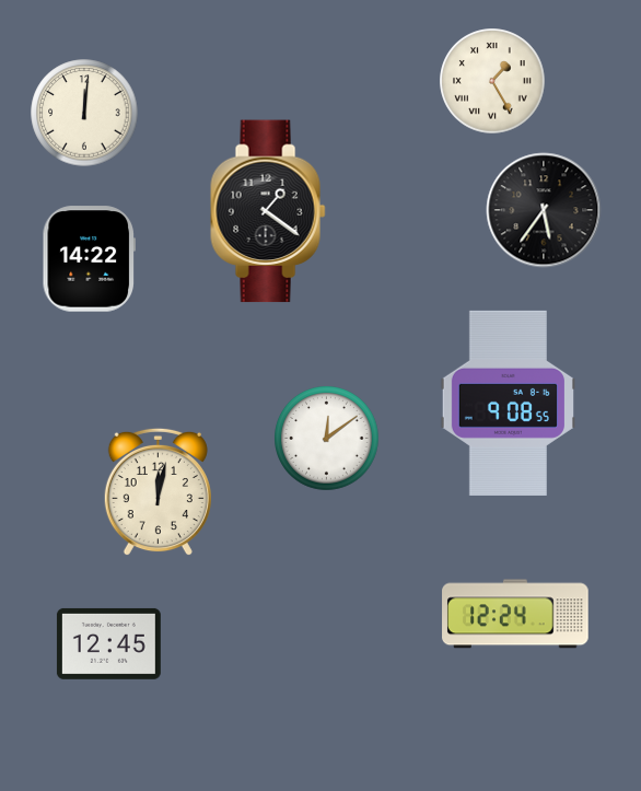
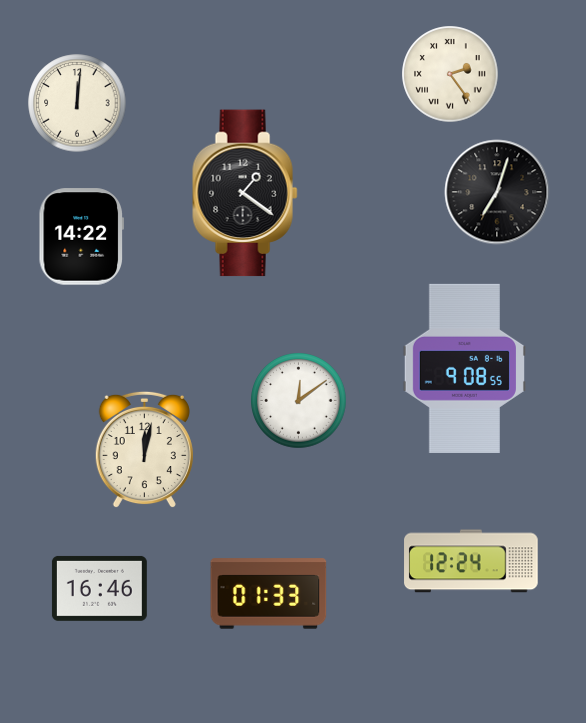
clock at (492, 81): 1:25 -> 2:24
clock at (544, 210): 5:36 -> 7:03
clock at (108, 643): 12:45 -> 16:46
clock at (269, 594): none -> 01:33
